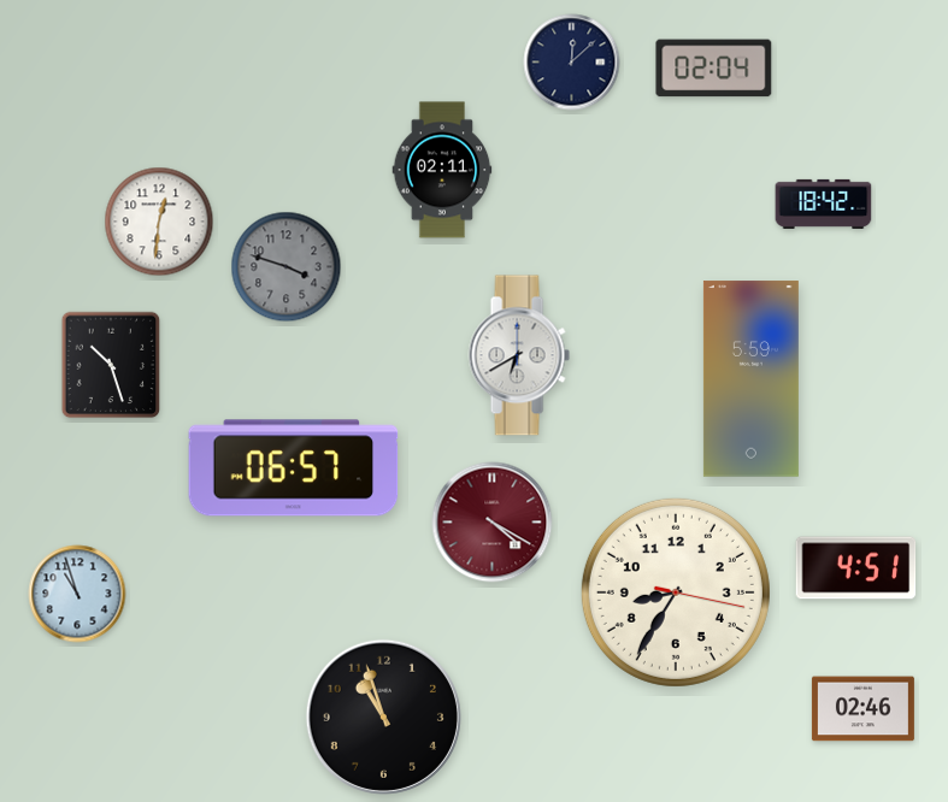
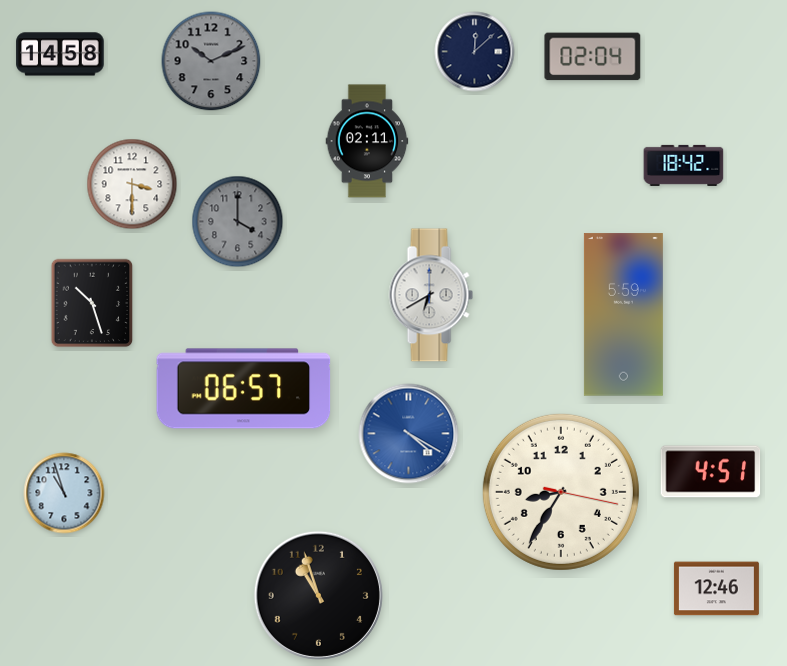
clock at (60, 54): none -> 14:58
clock at (211, 61): none -> 10:11
clock at (824, 204) position: (824, 204) -> (684, 165)
clock at (159, 222): 12:31 -> 3:30
clock at (287, 267): 3:48 -> 4:00
clock at (493, 523) dial: burgundy -> blue
clock at (862, 709): 02:46 -> 12:46
